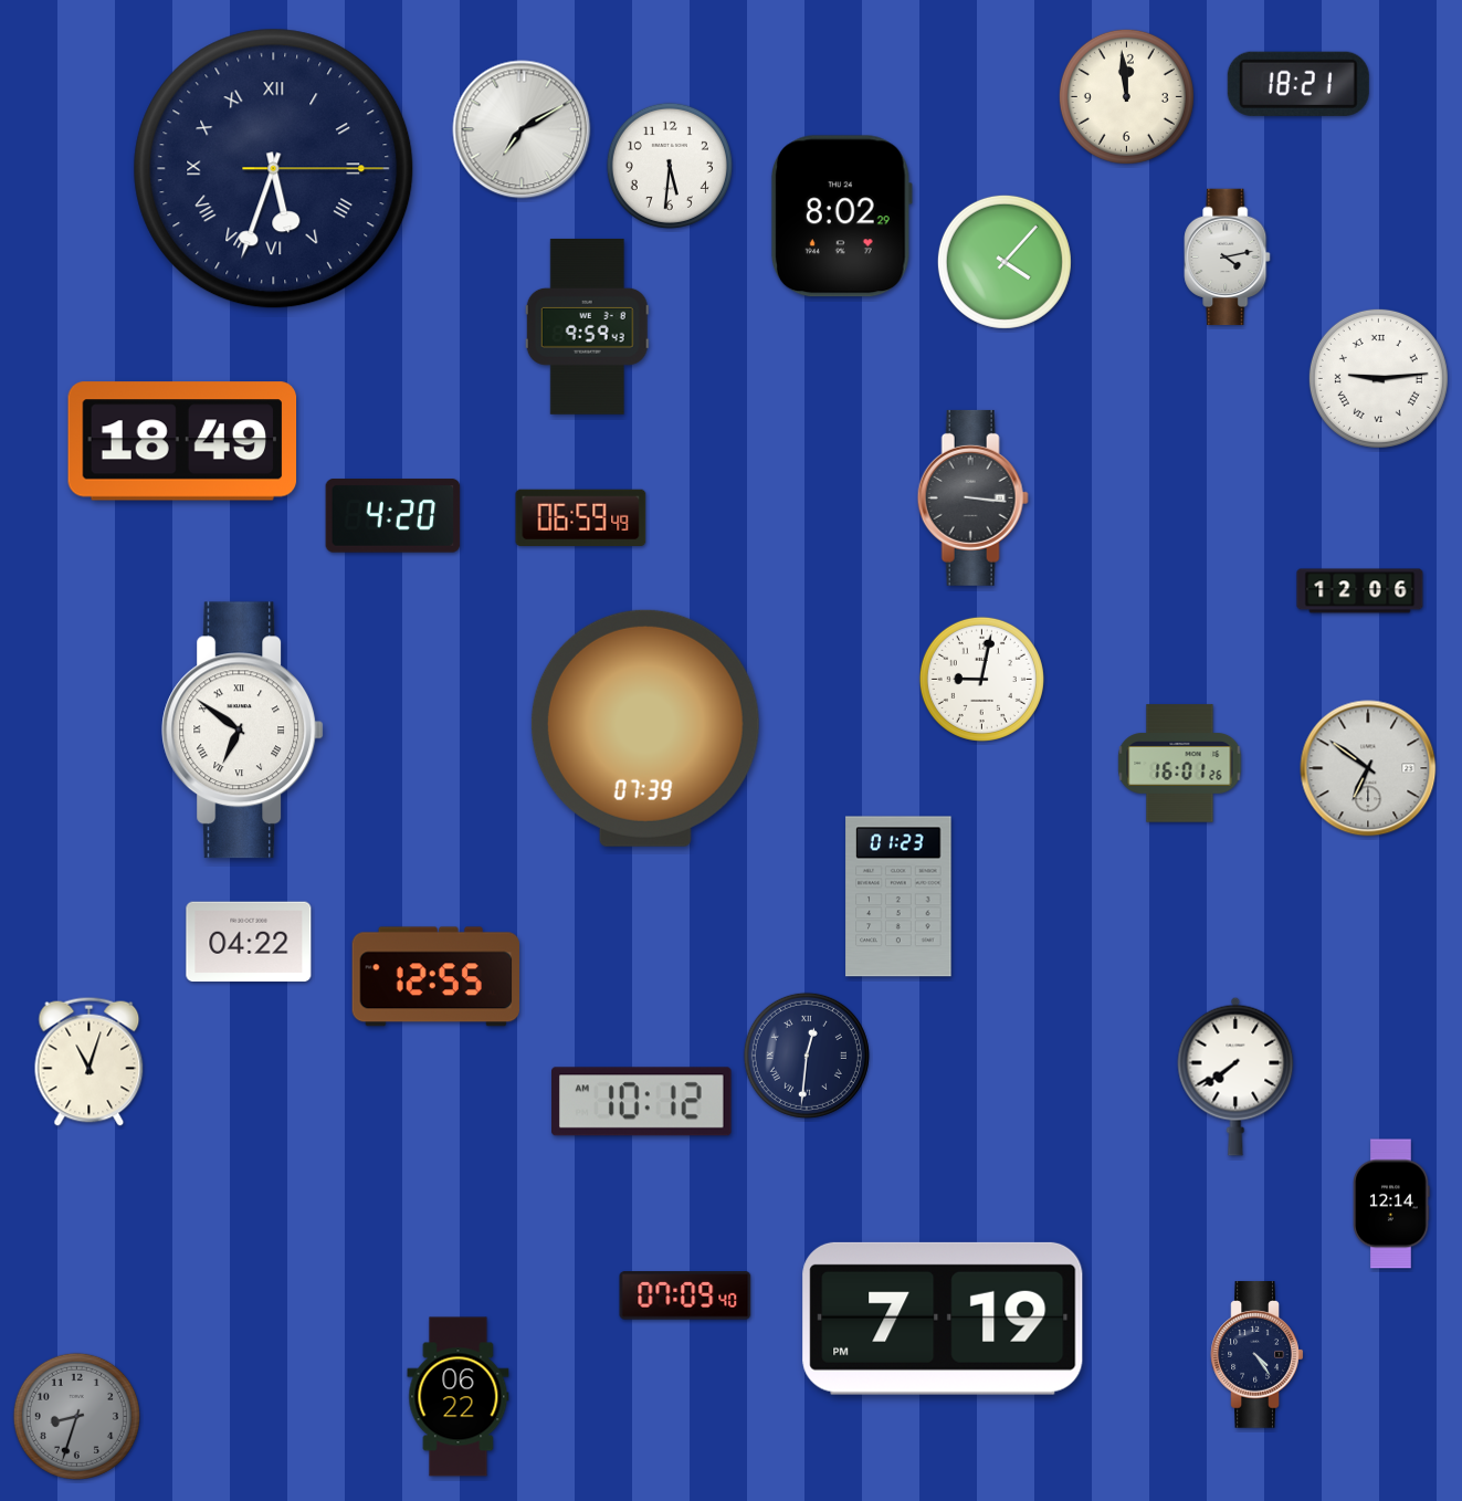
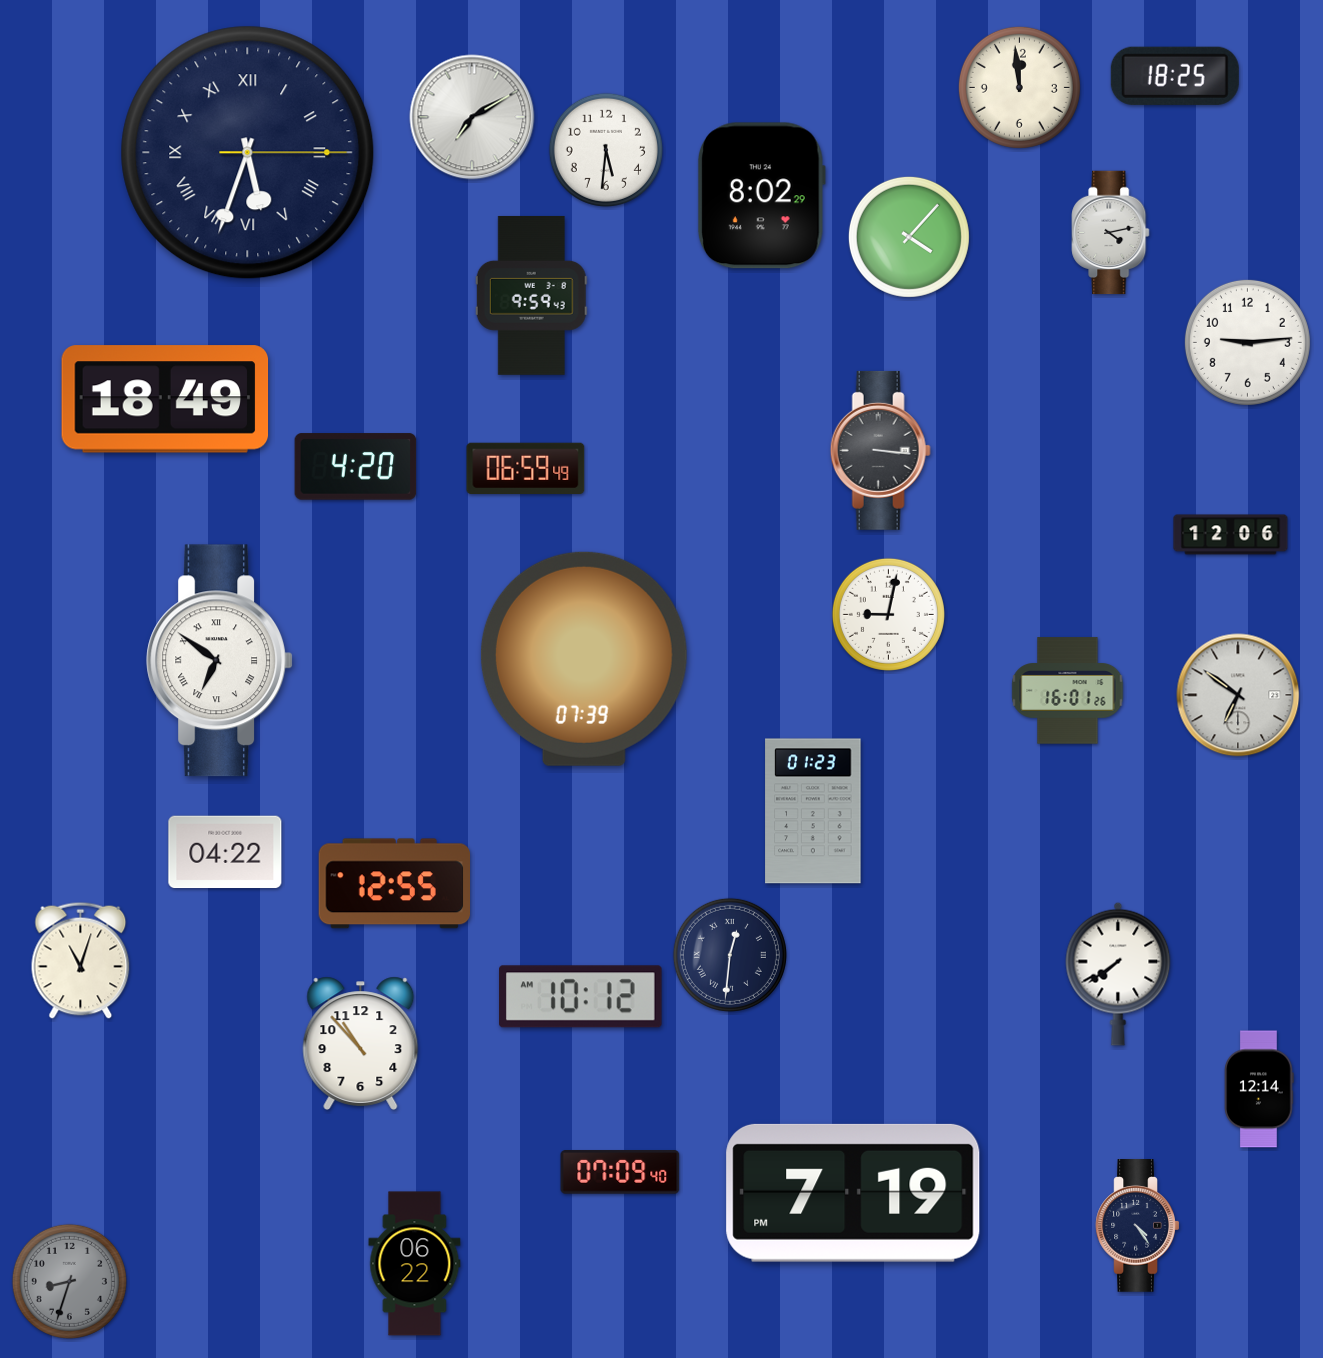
clock at (1298, 84): 18:21 -> 18:25
clock at (1378, 378) numerals: Roman -> Arabic
clock at (361, 1043): none -> 10:53
